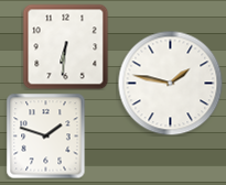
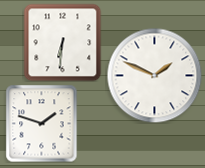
clock at (65, 46) position: (65, 46) -> (62, 42)
clock at (170, 83): 1:47 -> 1:49
